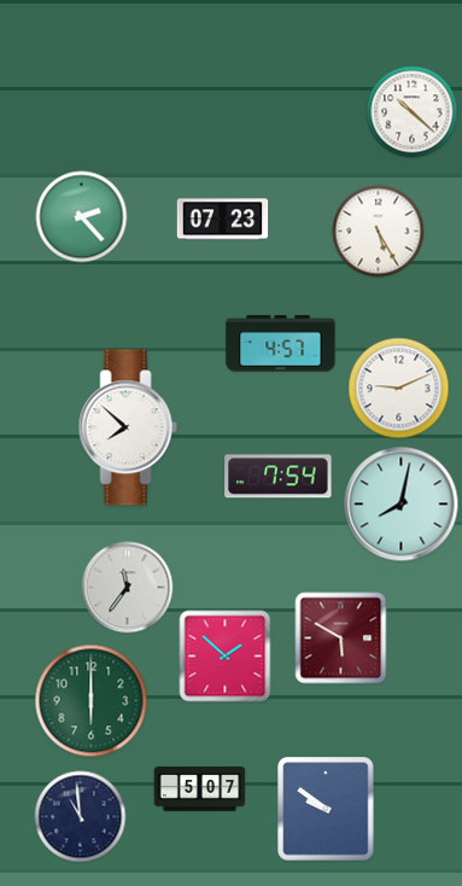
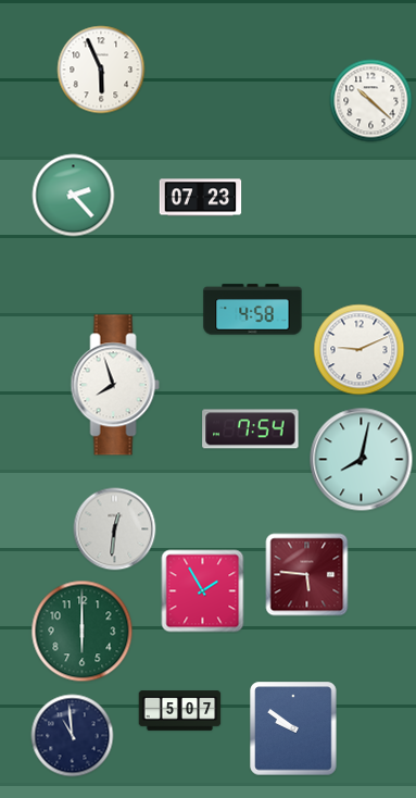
clock at (101, 70): none -> 5:56
clock at (379, 232): 5:25 -> none
clock at (281, 344): 4:57 -> 4:58
clock at (128, 427): 7:52 -> 7:57
clock at (402, 505) position: (402, 505) -> (362, 460)
clock at (128, 588): 11:36 -> 12:31
clock at (341, 639): 5:50 -> 5:46
clock at (226, 657): 1:52 -> 1:55
